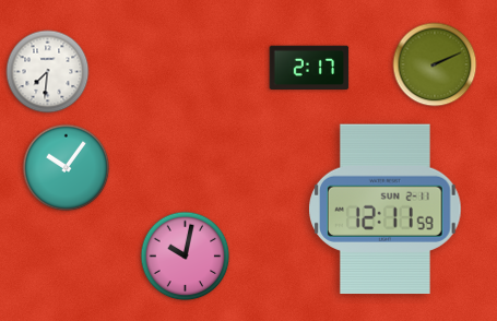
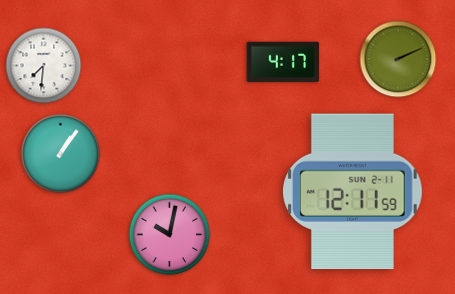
clock at (309, 67): 2:17 -> 4:17
clock at (67, 168): 10:06 -> 1:06
